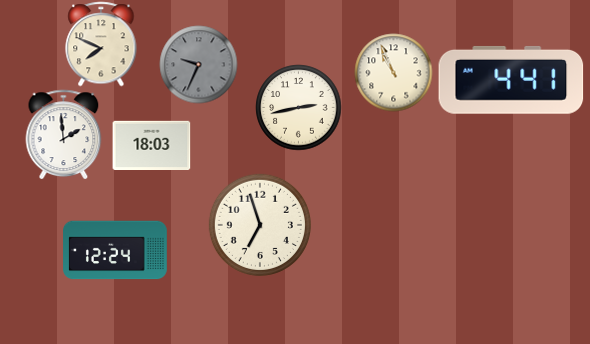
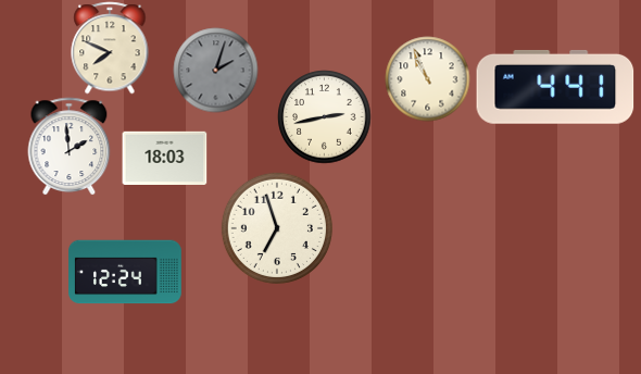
clock at (198, 64): 9:34 -> 2:03
clock at (260, 225) position: (260, 225) -> (277, 228)
